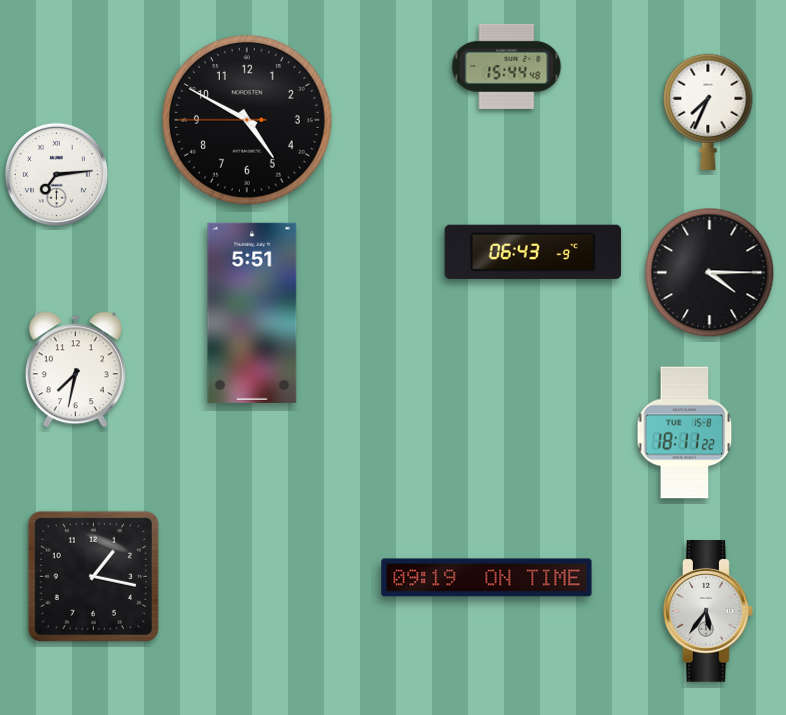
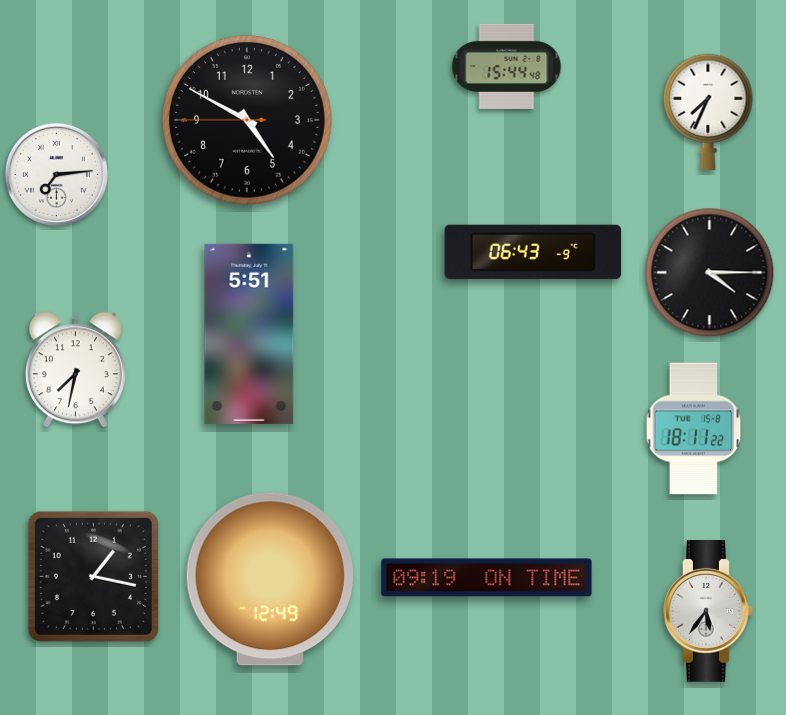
clock at (252, 313) position: (252, 313) -> (249, 334)
clock at (685, 433) position: (685, 433) -> (694, 429)
clock at (269, 579): none -> 12:49
